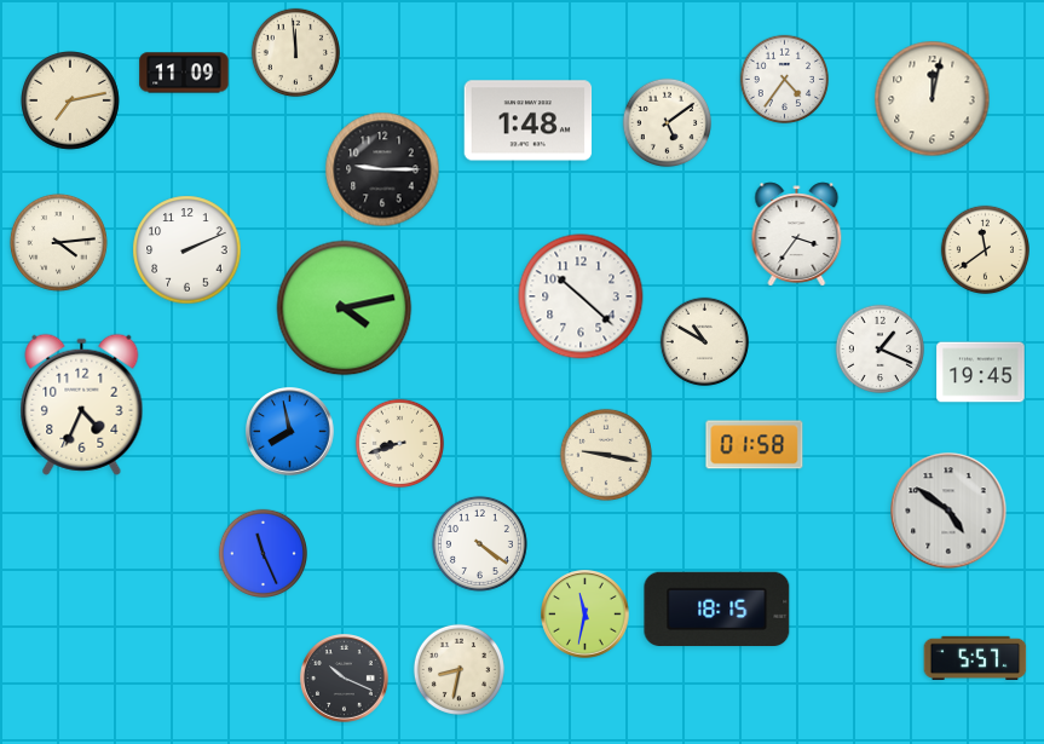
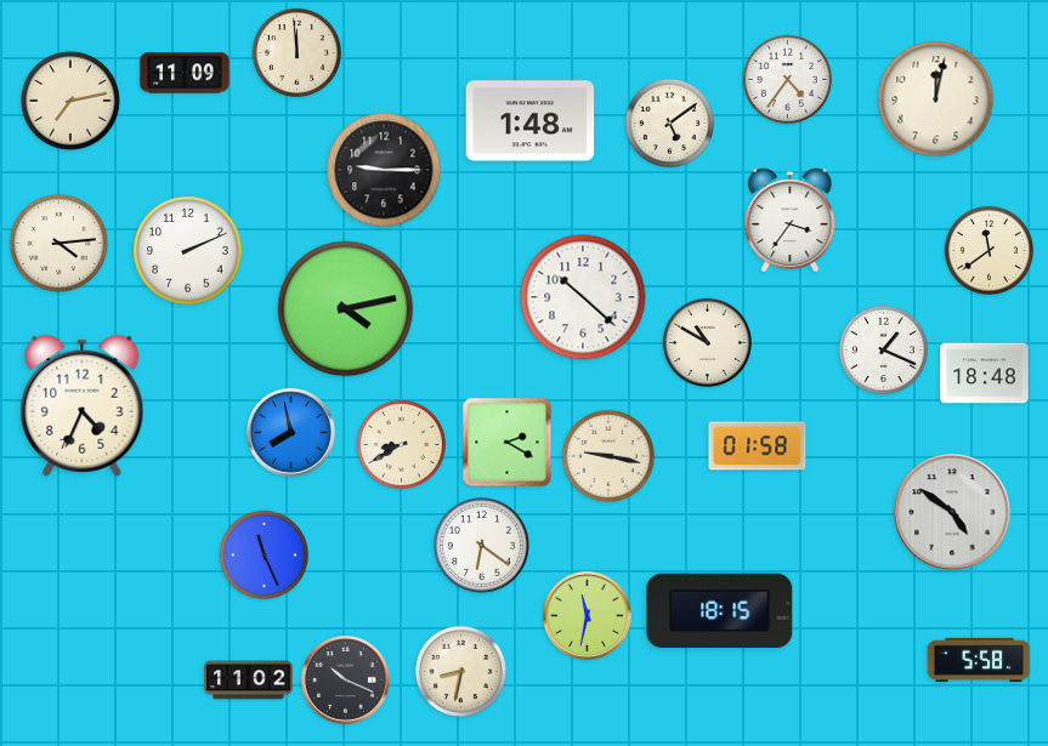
clock at (797, 235) position: (797, 235) -> (791, 221)
clock at (981, 373): 19:45 -> 18:48
clock at (508, 443): none -> 2:20
clock at (399, 443): 8:42 -> 8:40
clock at (479, 543): 4:21 -> 6:21
clock at (975, 658): 5:57 -> 5:58
clock at (249, 680): none -> 11:02
